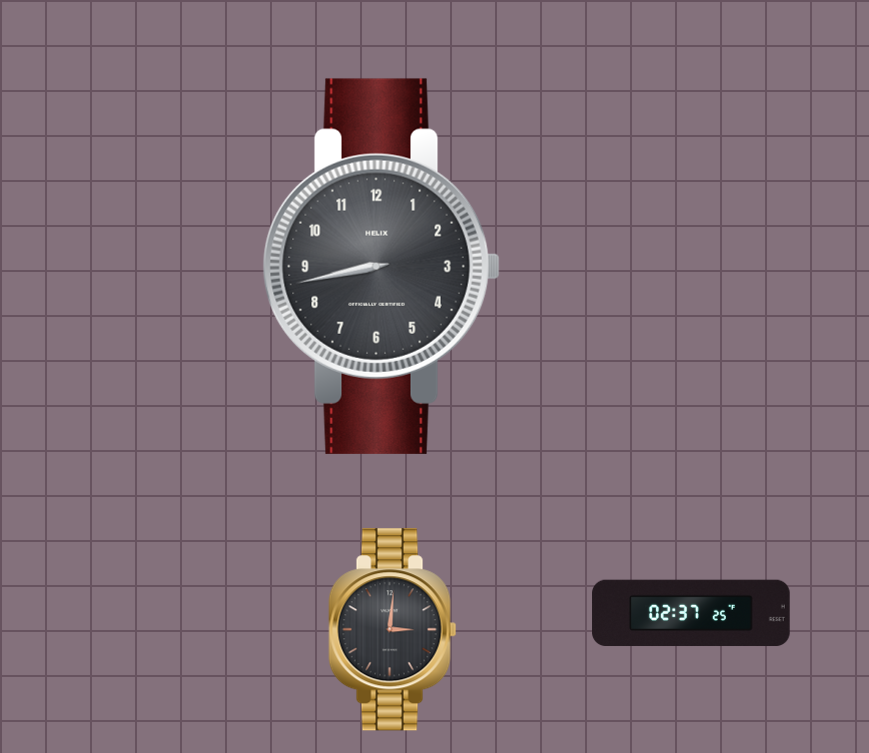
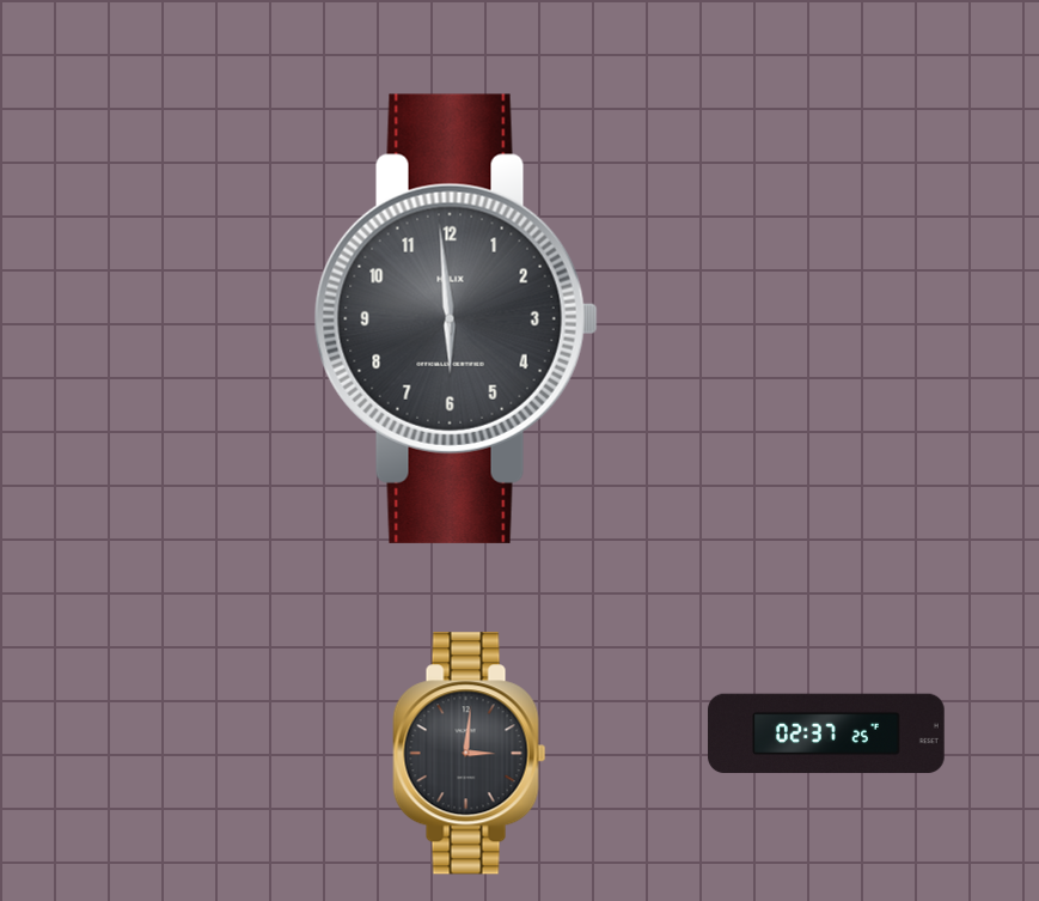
clock at (381, 266): 8:43 -> 5:59
